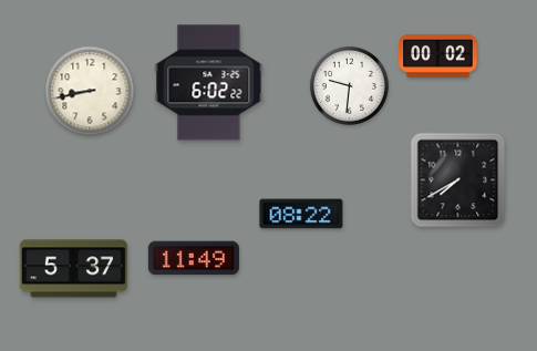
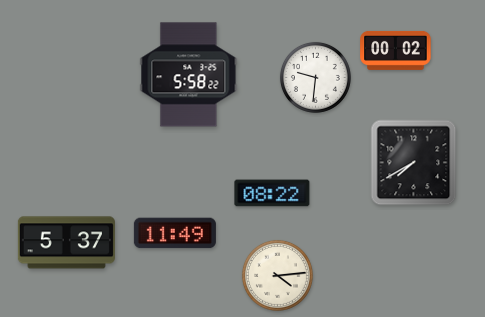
clock at (209, 83): 6:02 -> 5:58
clock at (90, 91): 8:43 -> none
clock at (277, 275): none -> 4:14
